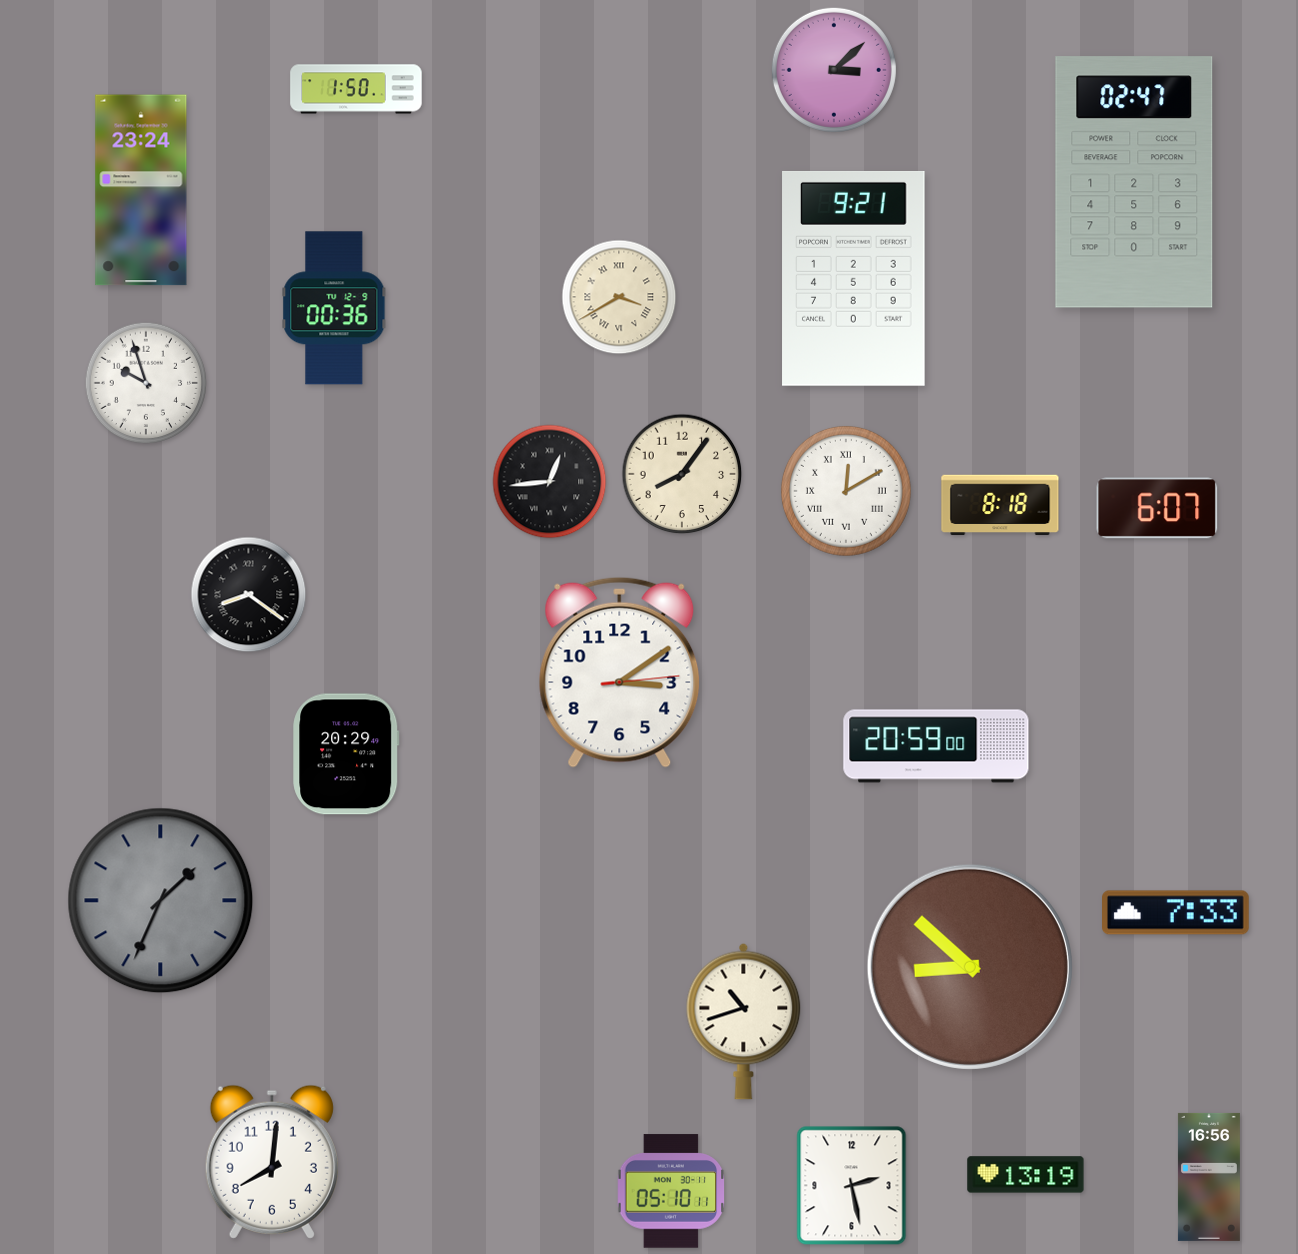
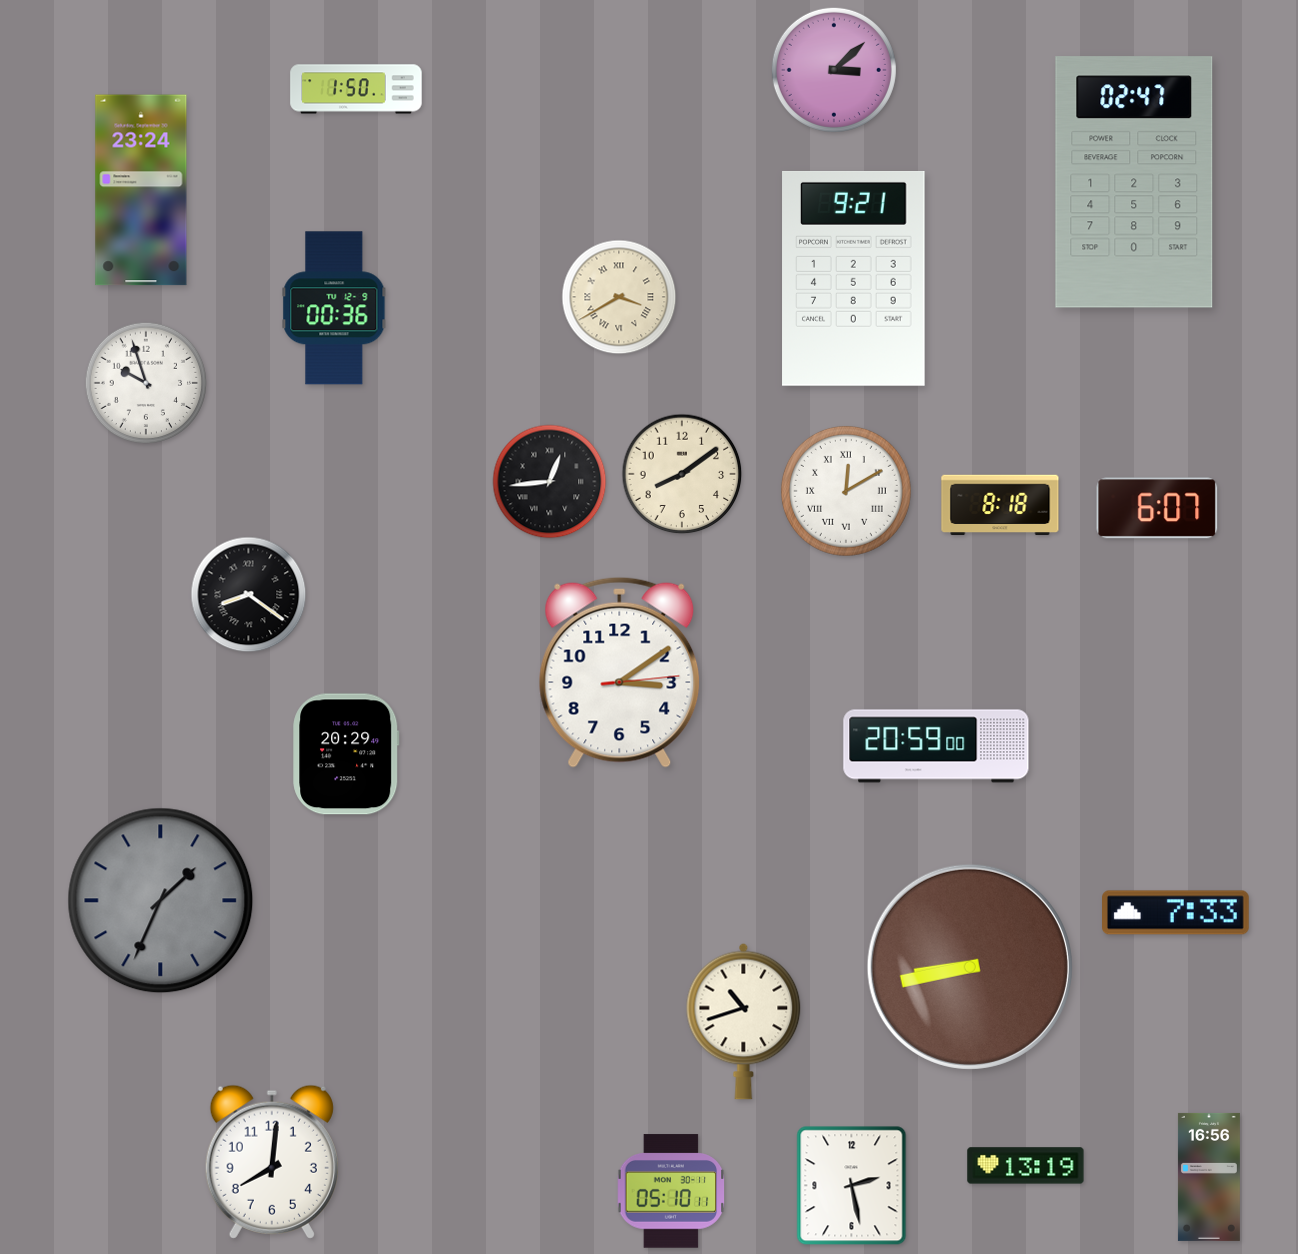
clock at (682, 474): 8:06 -> 8:09
clock at (970, 967): 8:52 -> 8:43
clock at (1026, 1175) position: (1026, 1175) -> (1026, 1166)
